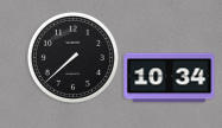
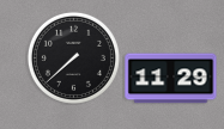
clock at (170, 78): 10:34 -> 11:29
